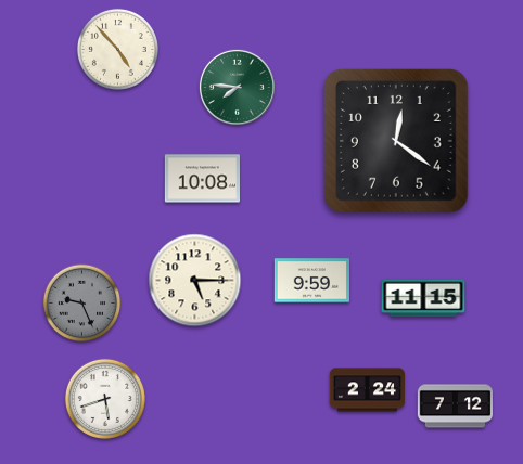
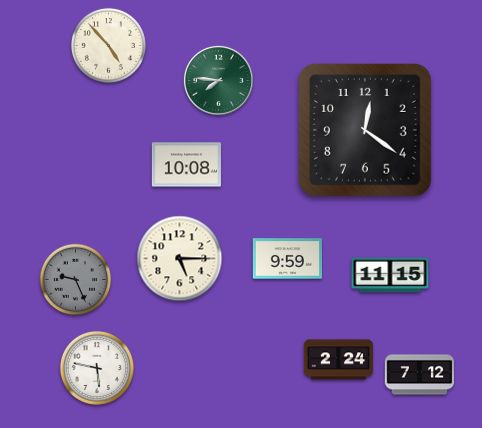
clock at (105, 399): 5:42 -> 5:47
